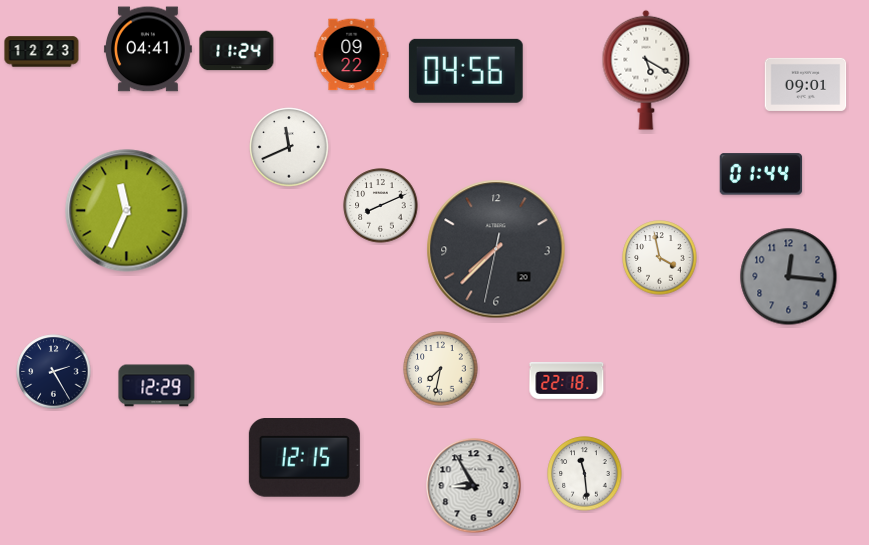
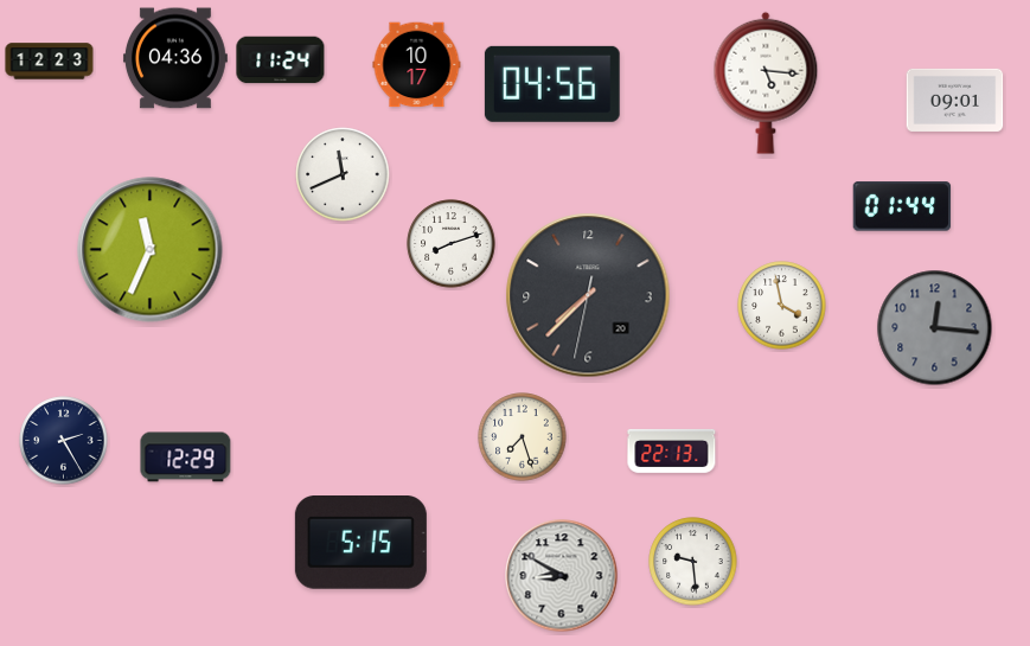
clock at (148, 49): 04:41 -> 04:36
clock at (352, 55): 09:22 -> 10:17
clock at (646, 70): 5:20 -> 5:16
clock at (381, 206): 8:11 -> 8:12
clock at (441, 369): 7:32 -> 7:27
clock at (567, 380): 22:18 -> 22:13
clock at (304, 458): 12:15 -> 5:15
clock at (585, 474): 11:29 -> 9:29
clock at (474, 486): 8:55 -> 8:50
